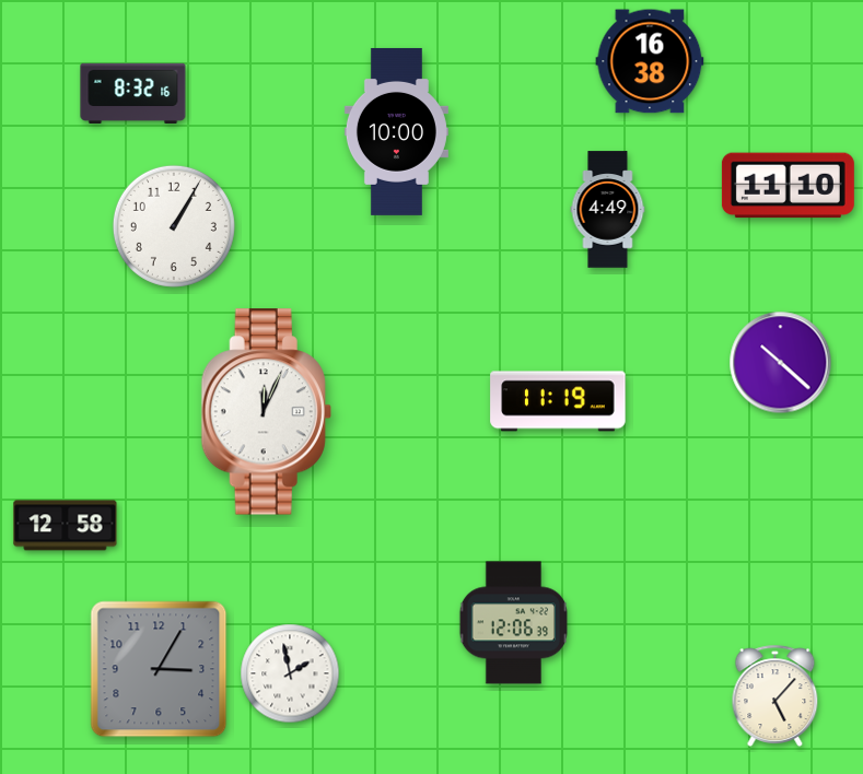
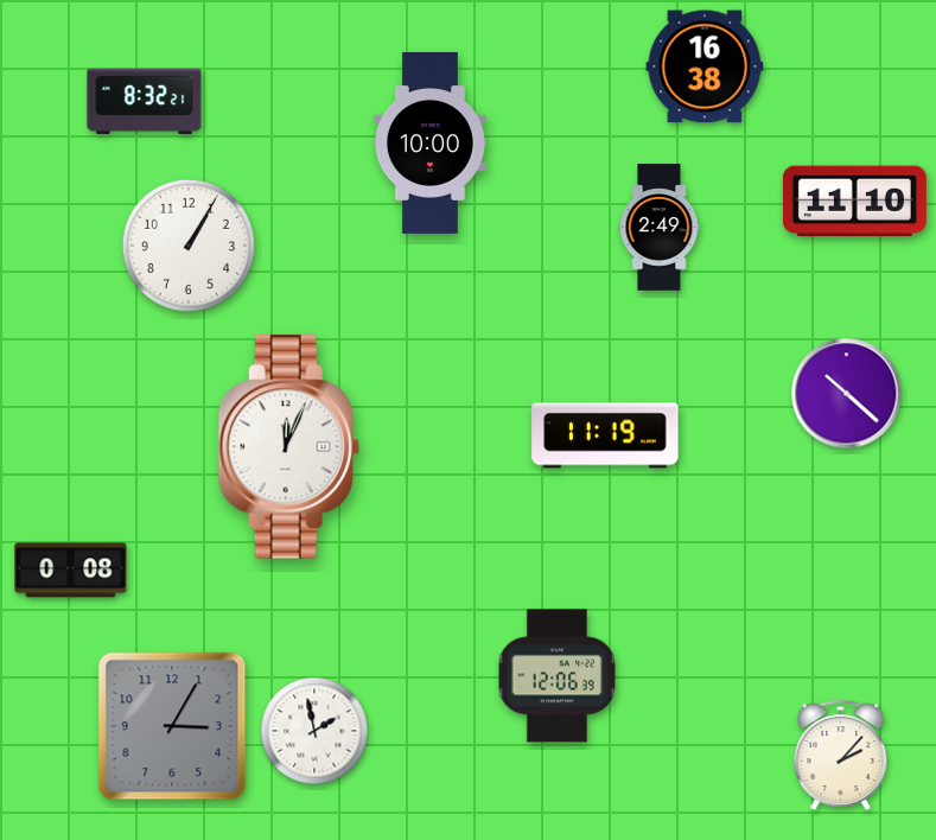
clock at (133, 93): 8:32:16 -> 8:32:21
clock at (608, 210): 4:49 -> 2:49
clock at (66, 526): 12:58 -> 0:08
clock at (775, 695): 5:07 -> 2:07
